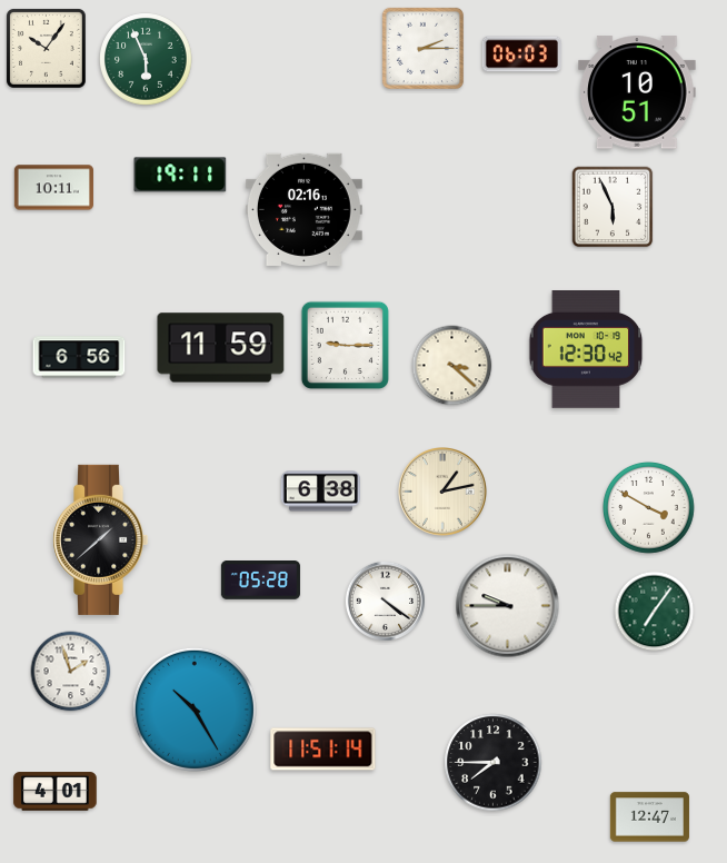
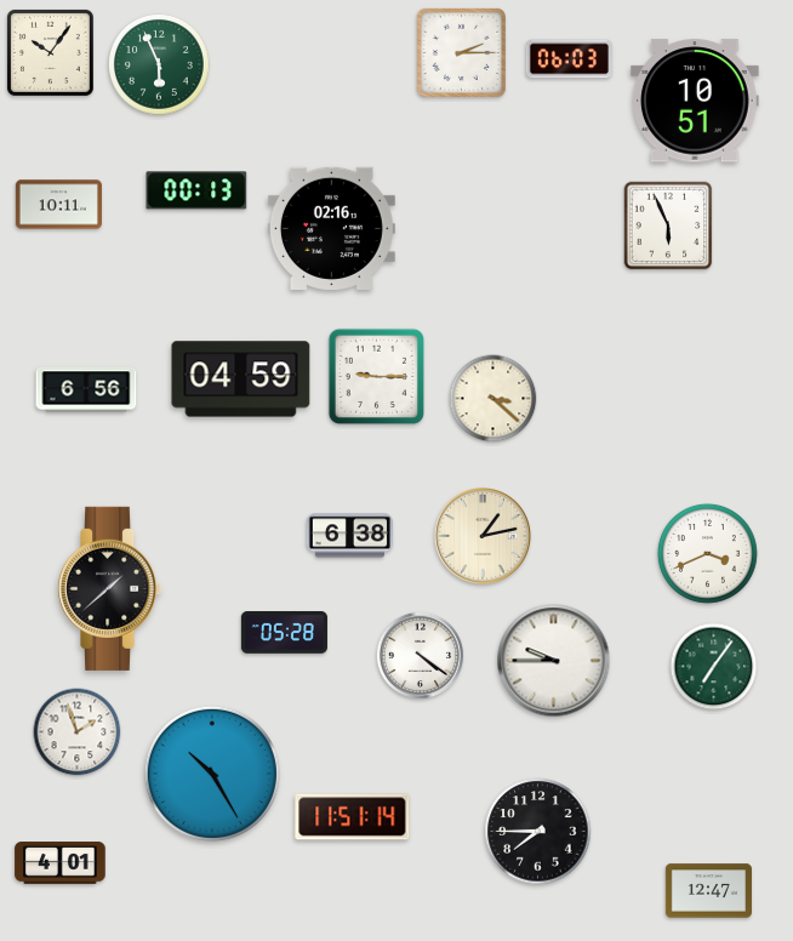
clock at (180, 175): 19:11 -> 00:13
clock at (221, 348): 11:59 -> 04:59
clock at (586, 349): 12:30 -> none
clock at (649, 508): 3:50 -> 3:41
